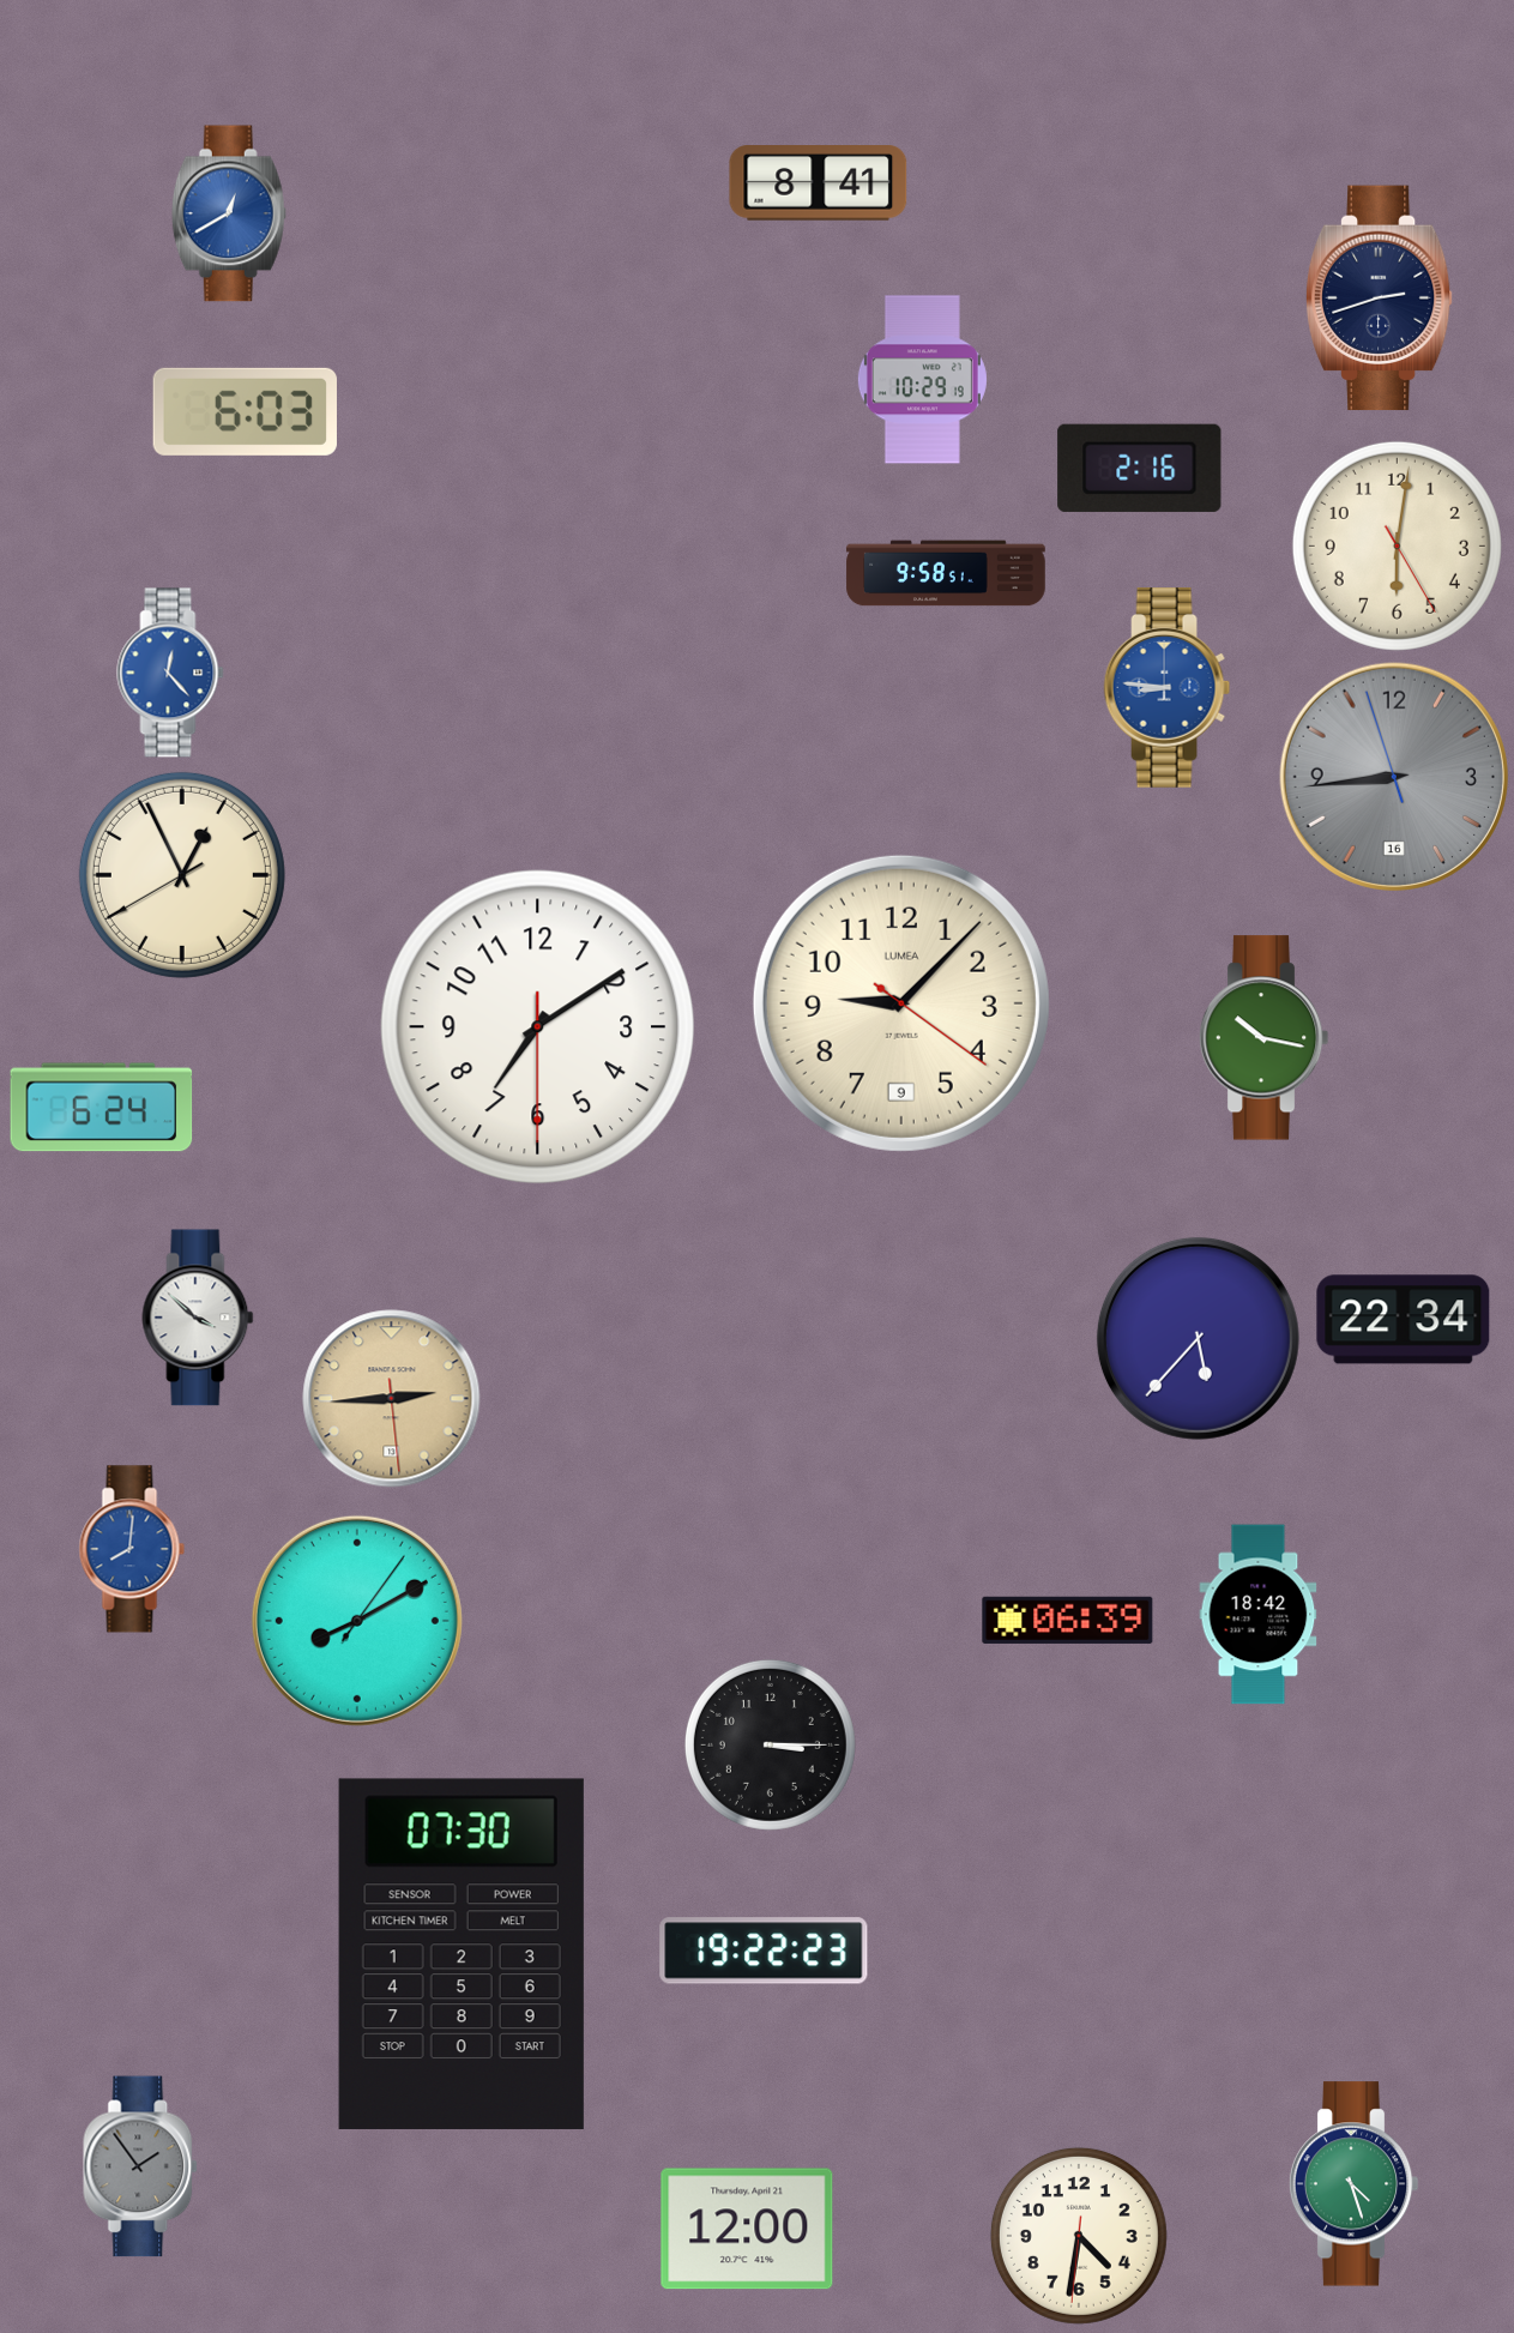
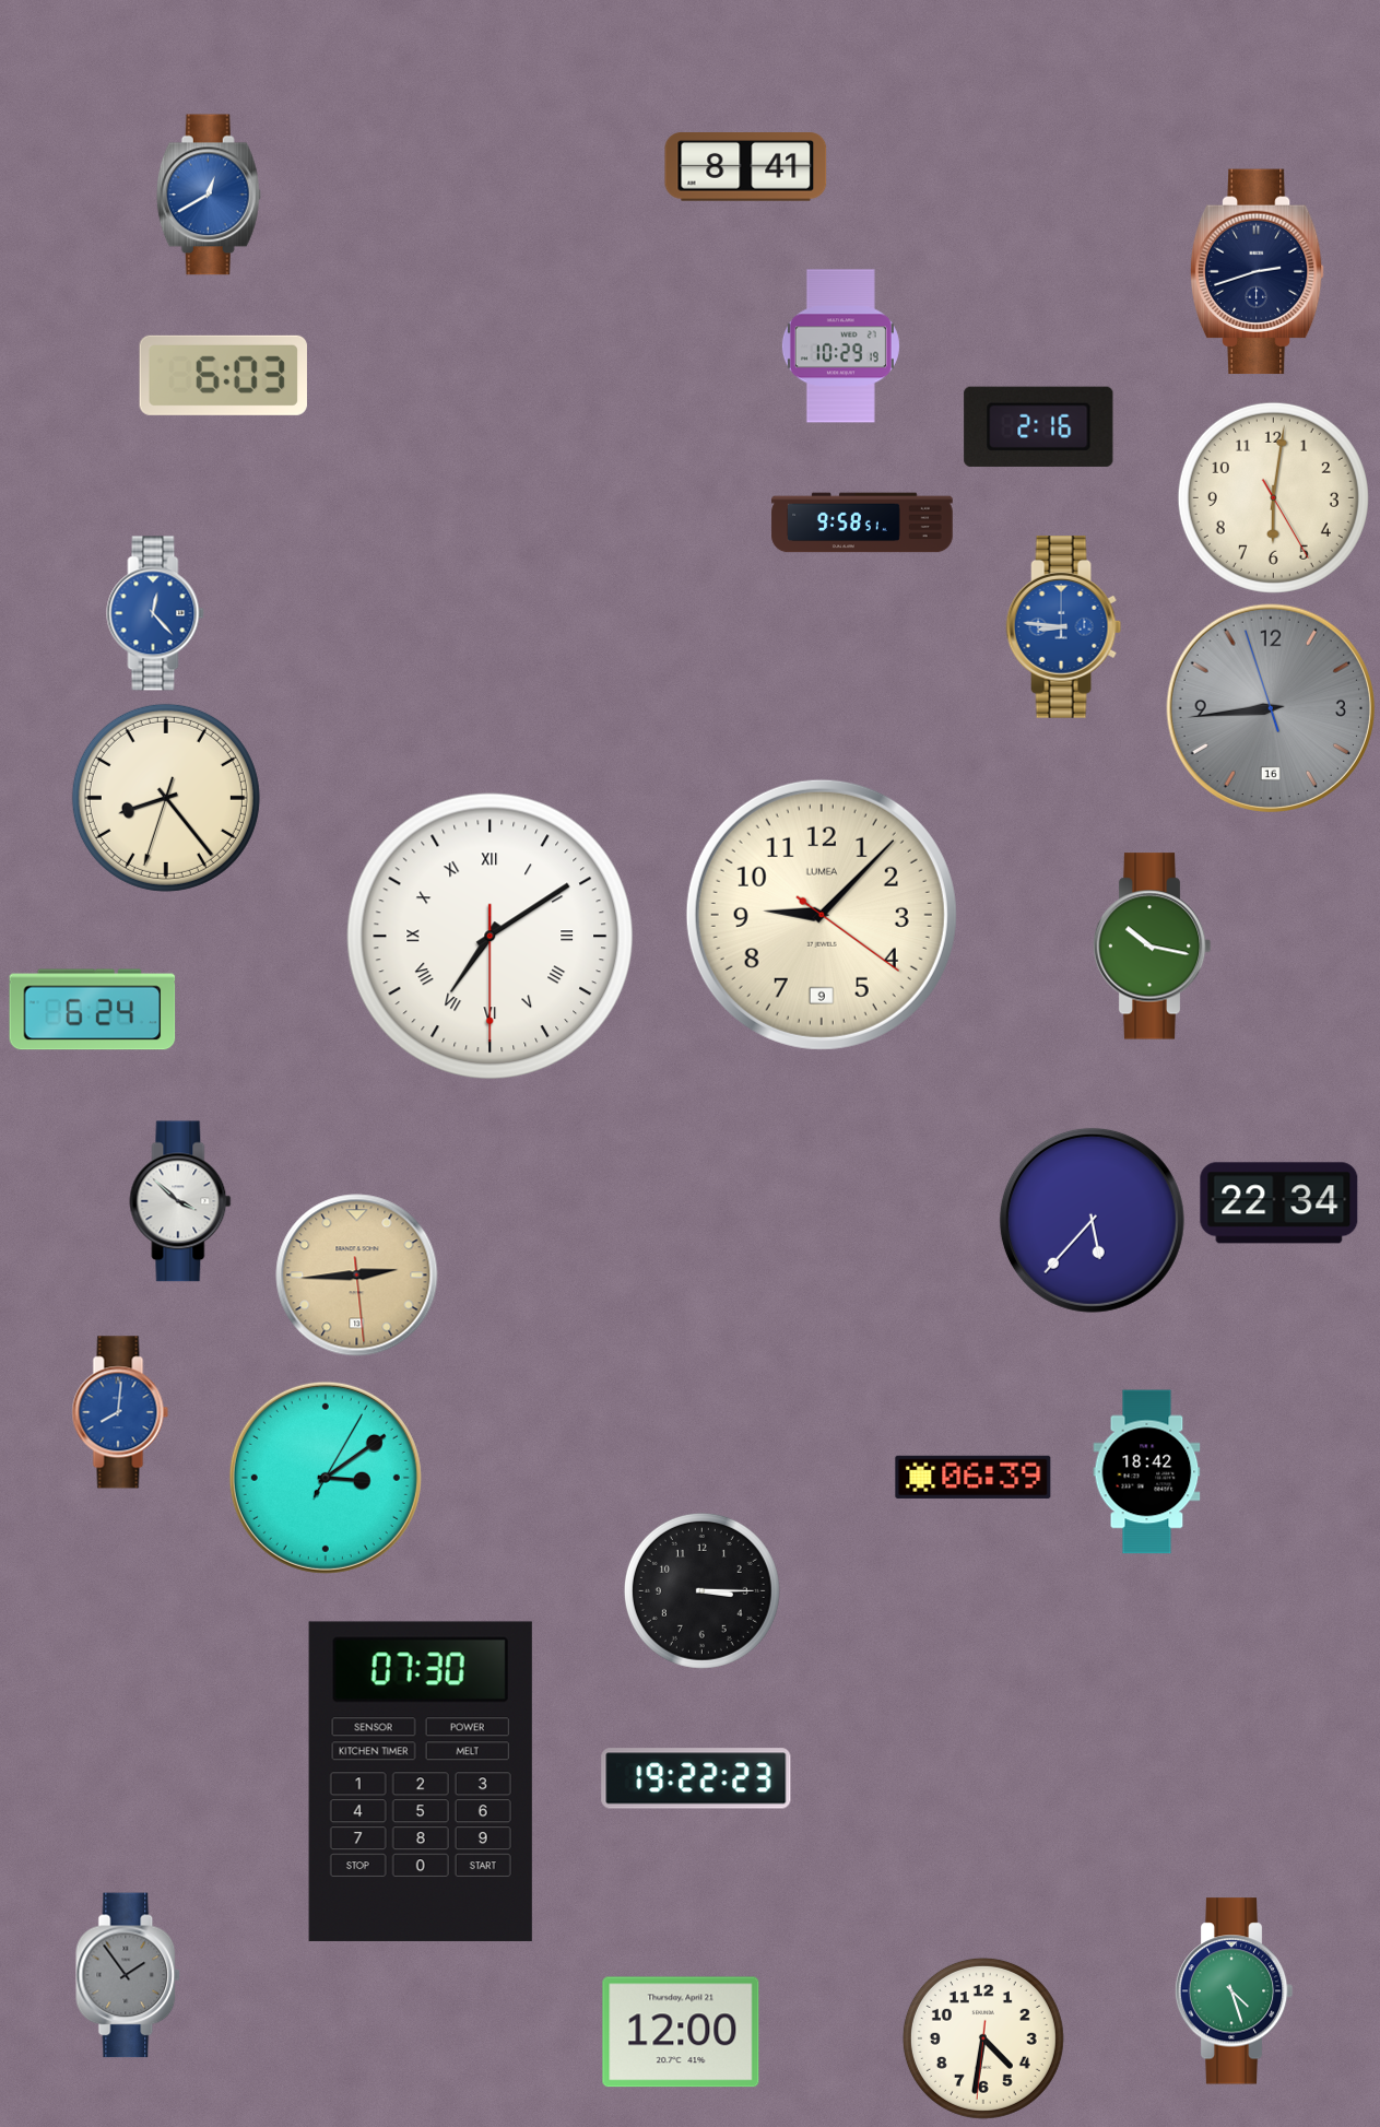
clock at (182, 875): 12:55 -> 8:23
clock at (538, 1027) numerals: Arabic -> Roman
clock at (357, 1621): 8:10 -> 3:09
